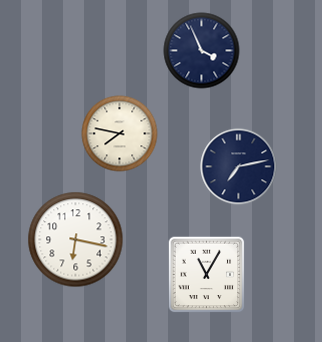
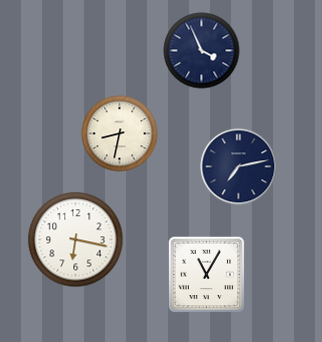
clock at (120, 134): 7:47 -> 8:32
